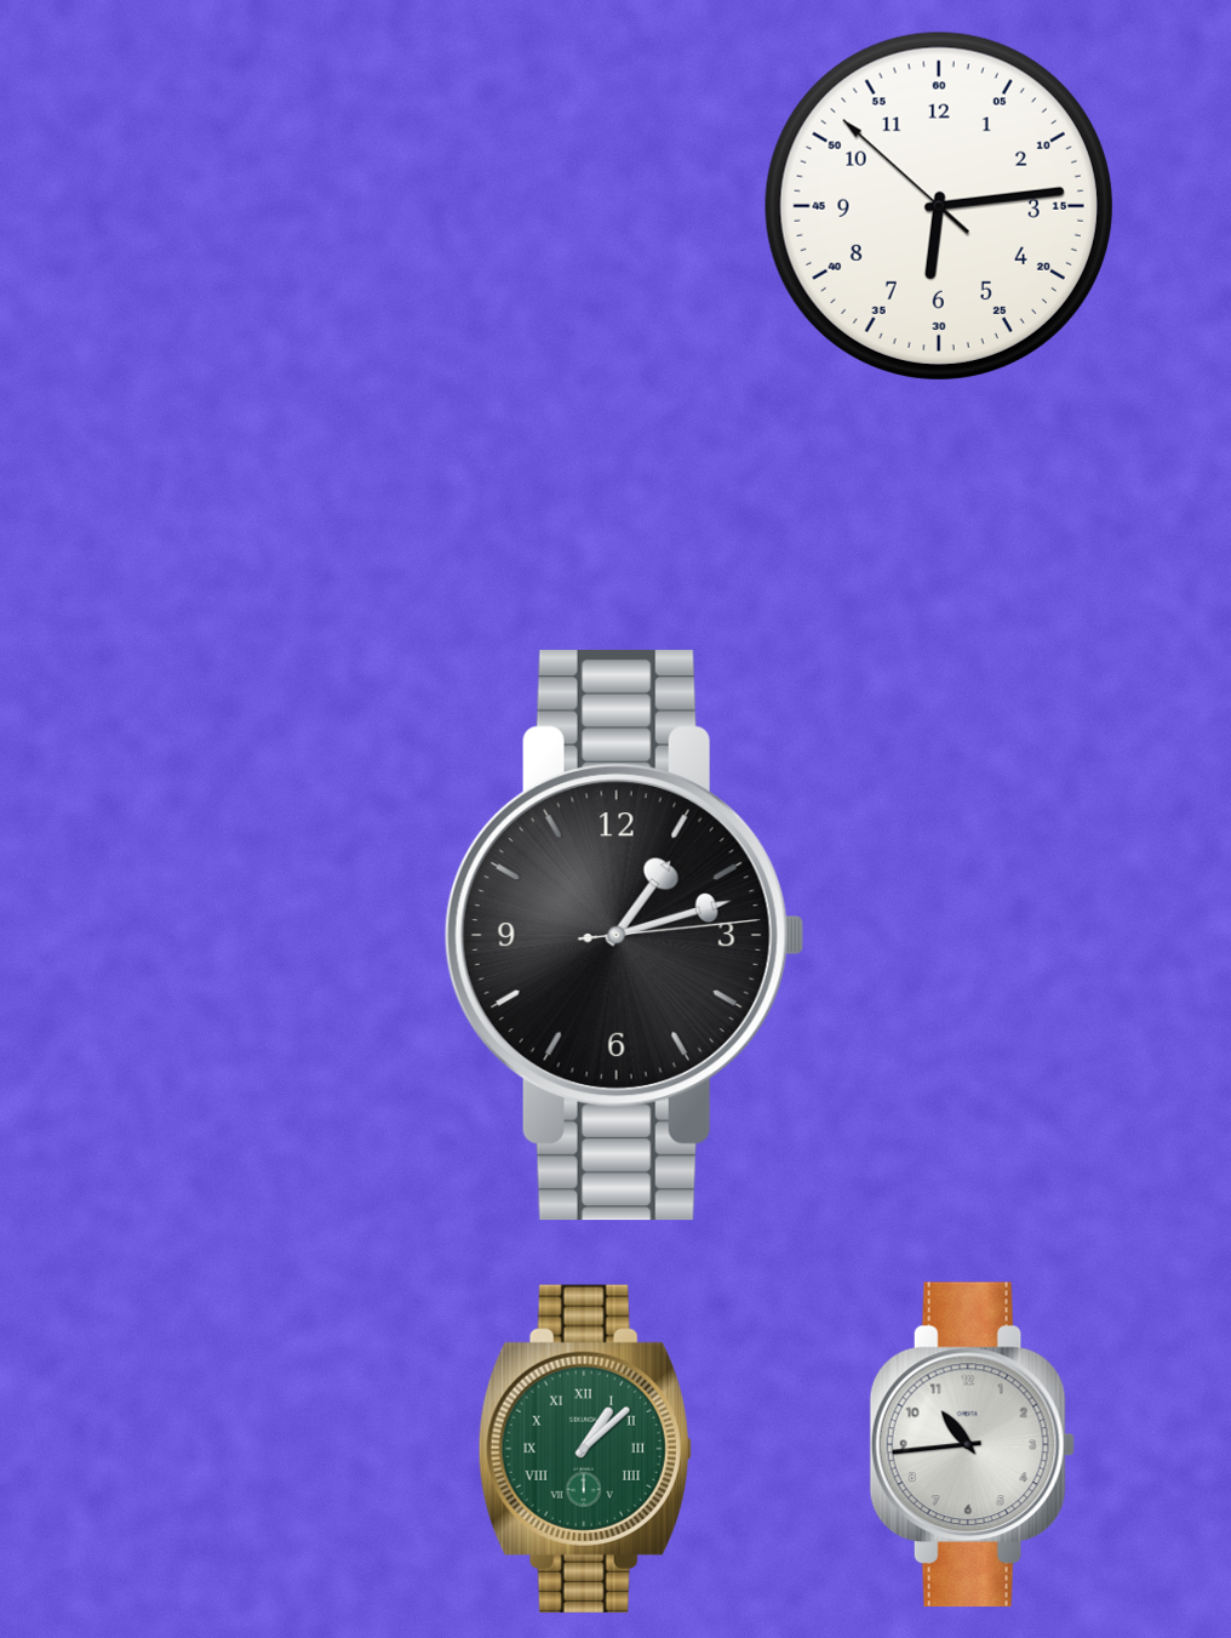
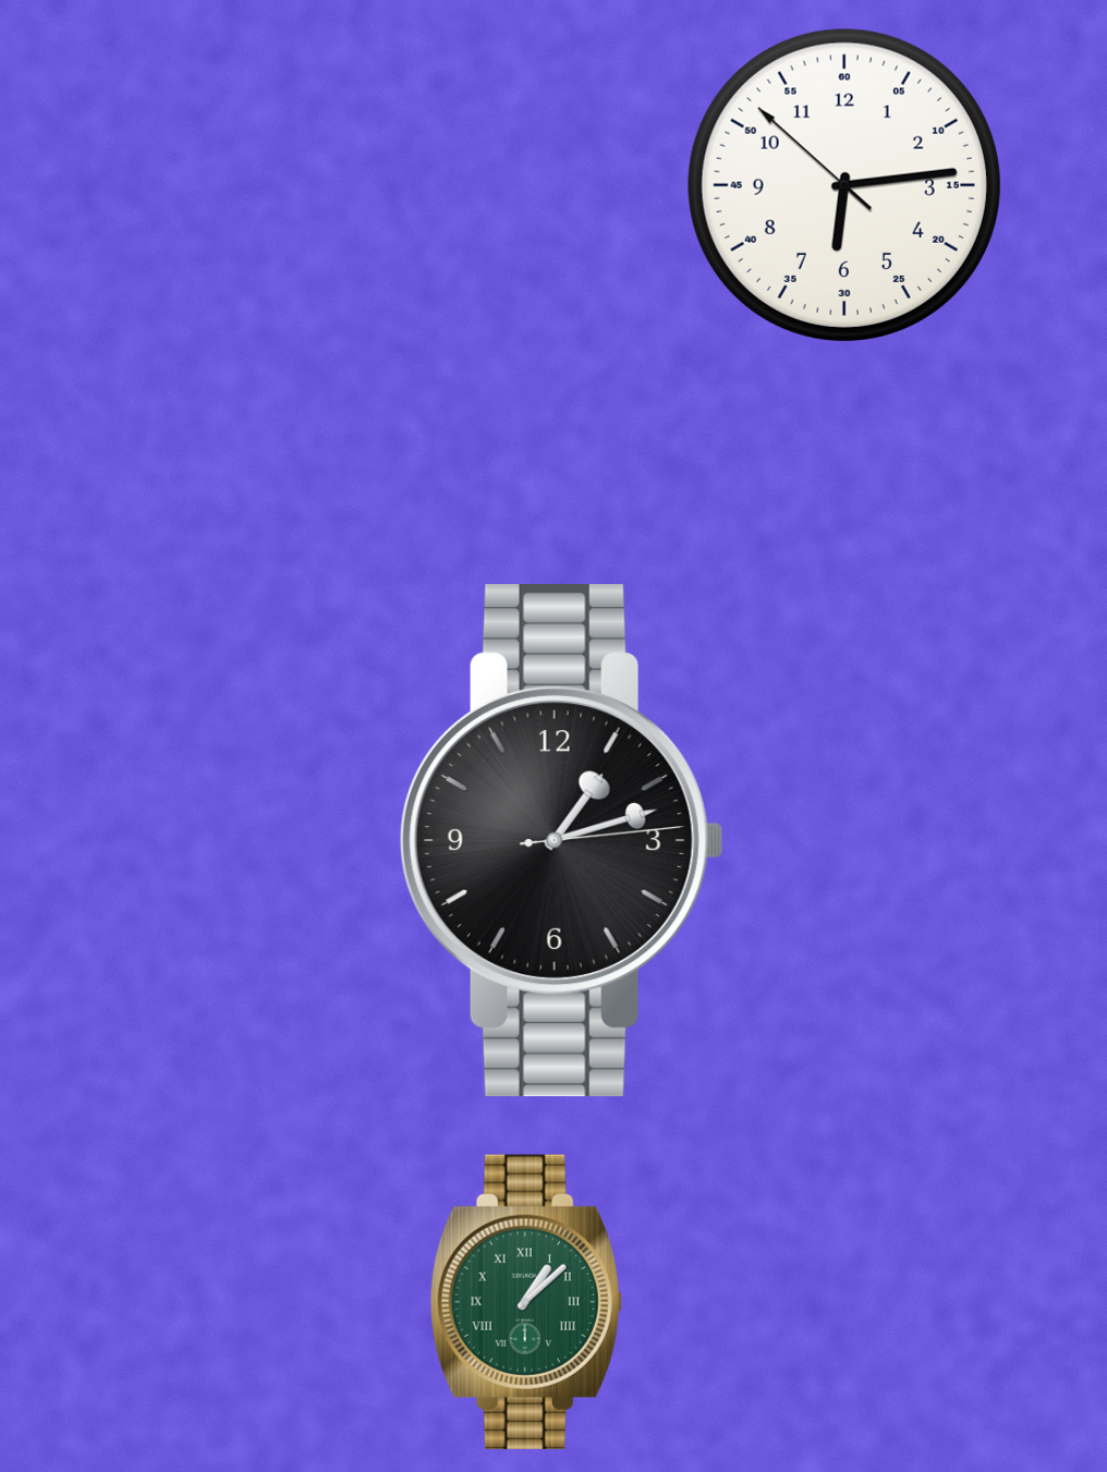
clock at (972, 1445): 10:44 -> none
